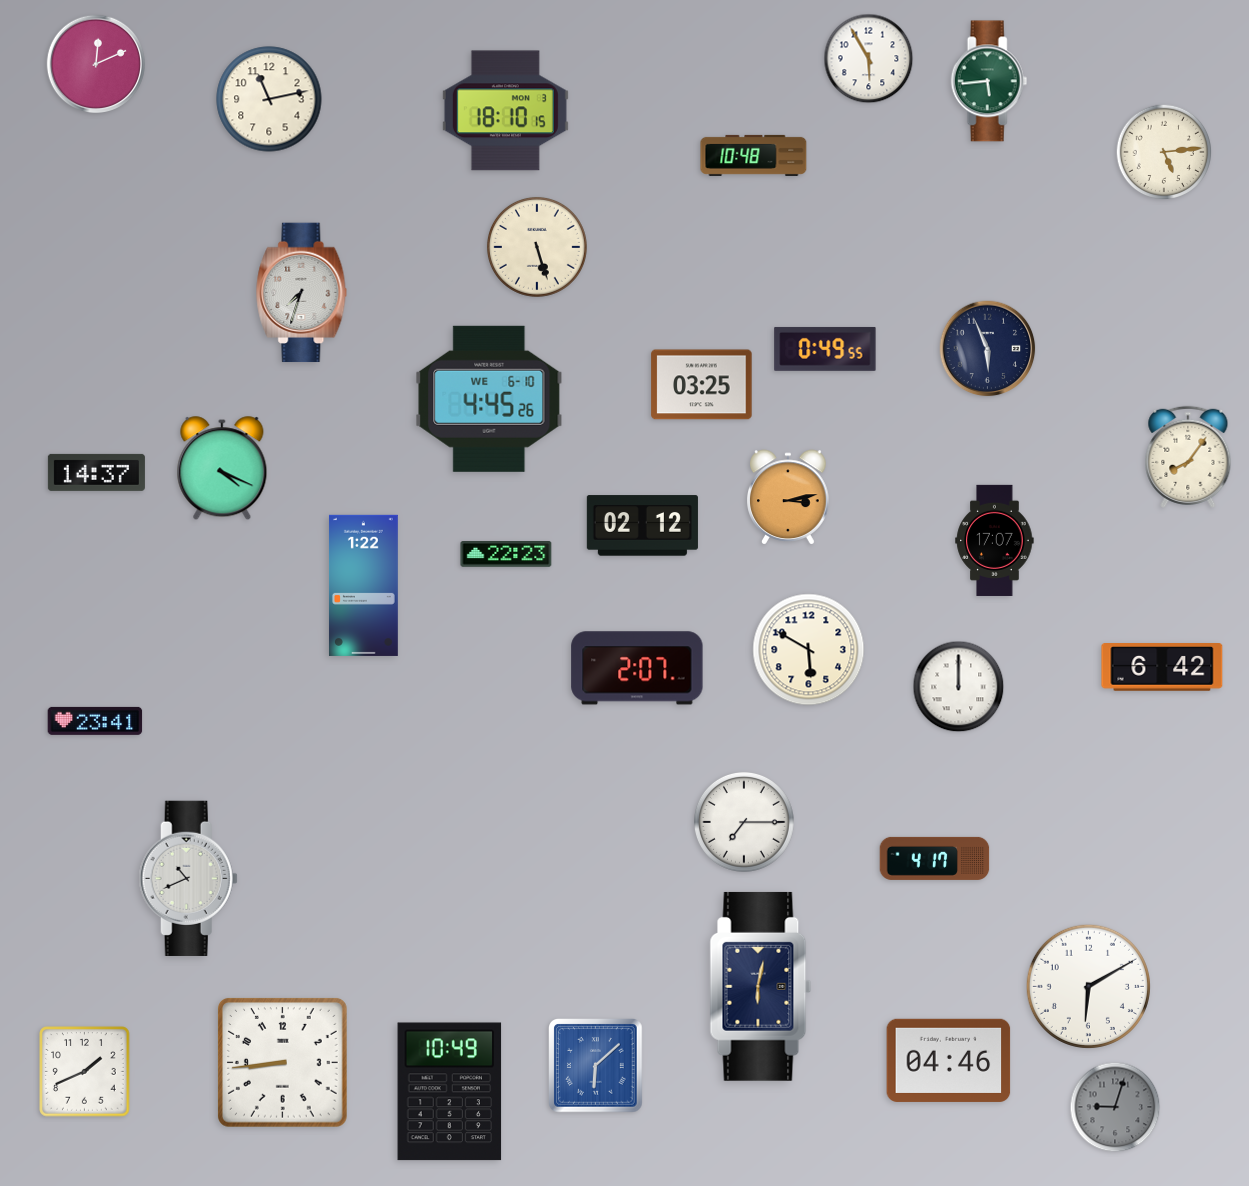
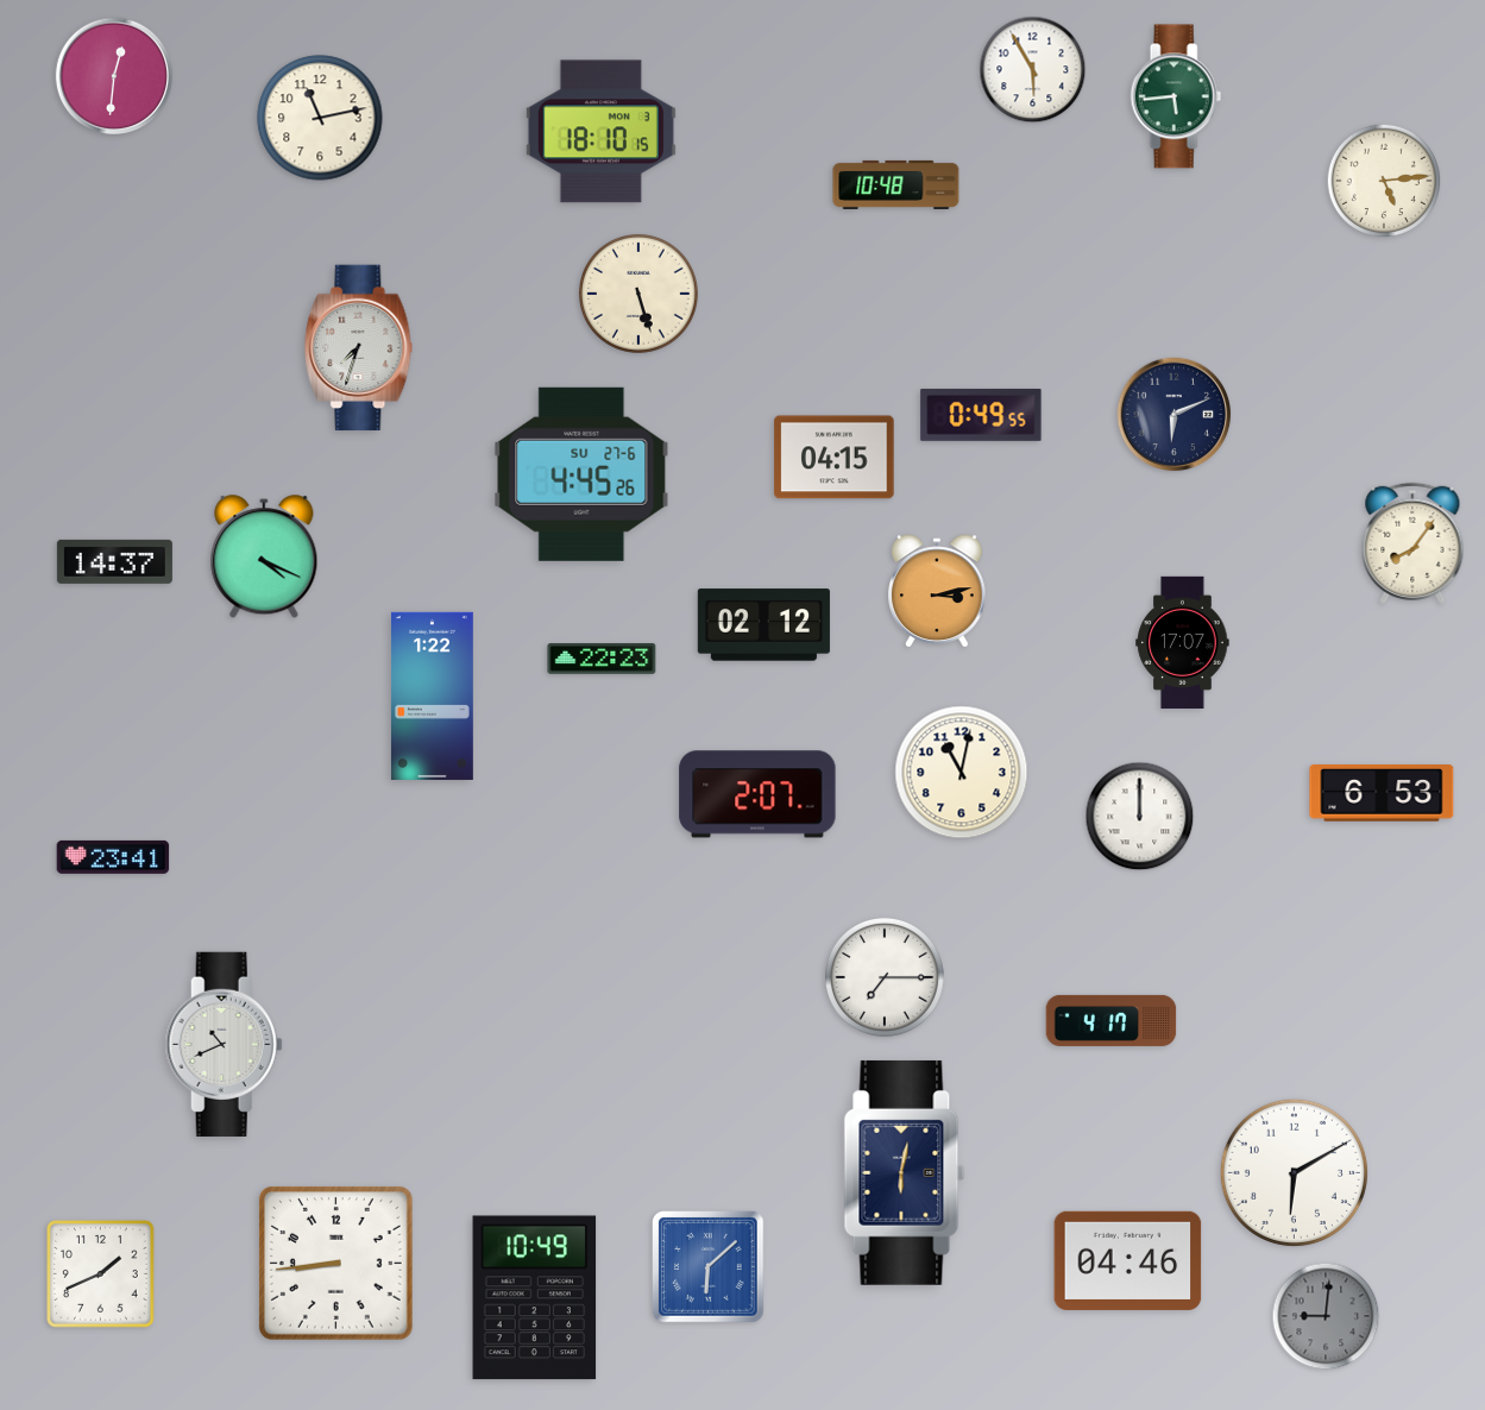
clock at (95, 63): 12:11 -> 12:31
clock at (988, 349): 5:56 -> 6:11
clock at (702, 385): 03:25 -> 04:15
clock at (489, 399) date: WE 6-10 -> SU 27-6
clock at (809, 650): 5:50 -> 11:02
clock at (1162, 668): 6:42 -> 6:53
clock at (1115, 1107): 9:03 -> 9:01
